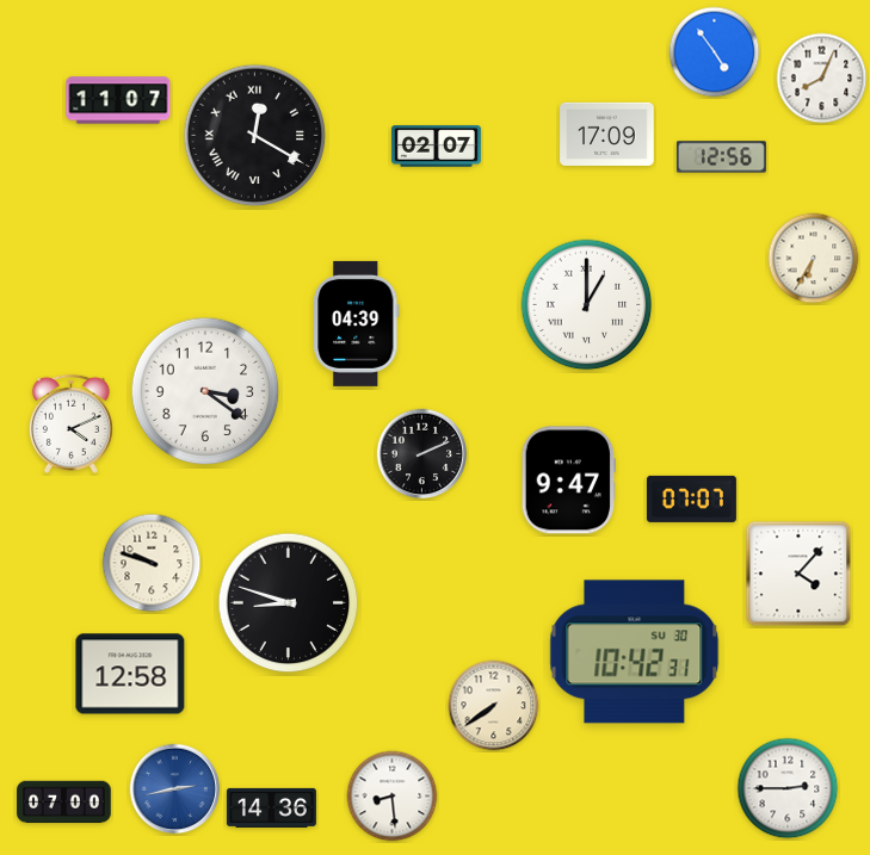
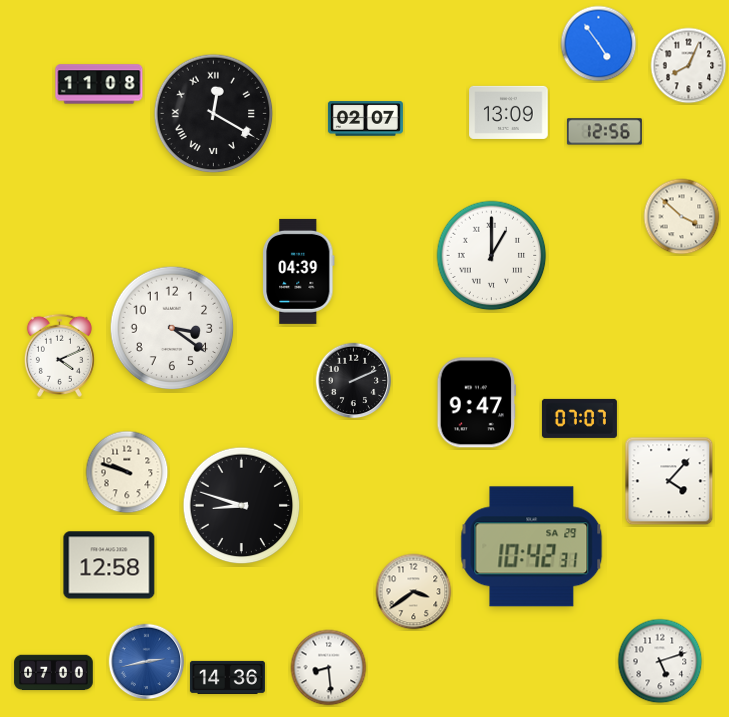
clock at (118, 100): 11:07 -> 11:08
clock at (607, 134): 17:09 -> 13:09
clock at (436, 147) position: (436, 147) -> (365, 119)
clock at (814, 259): 6:35 -> 3:52
clock at (635, 652) date: SU 30 -> SA 29
clock at (494, 706): 7:39 -> 3:39
clock at (788, 788): 2:45 -> 5:12
